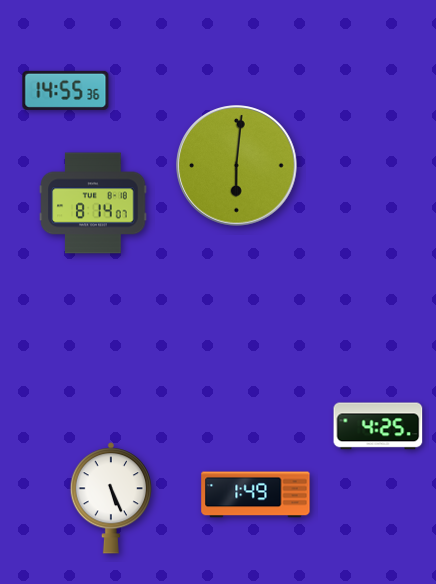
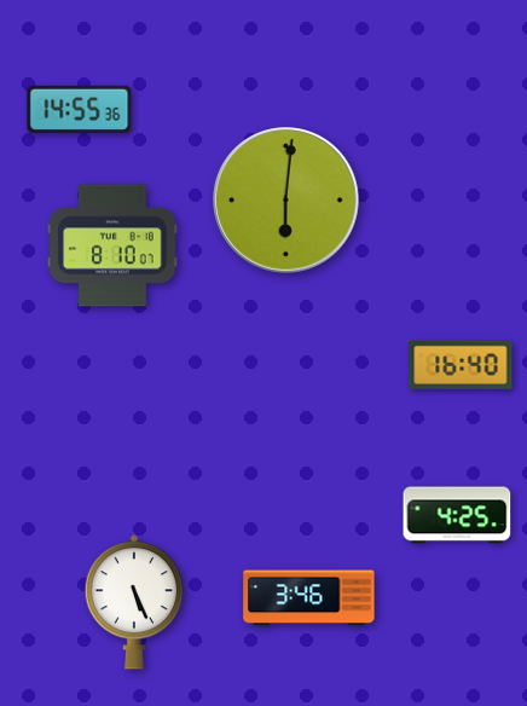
clock at (93, 203): 8:14 -> 8:10
clock at (461, 365): none -> 16:40
clock at (256, 495): 1:49 -> 3:46
